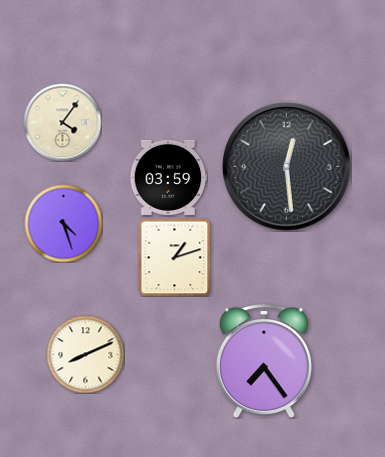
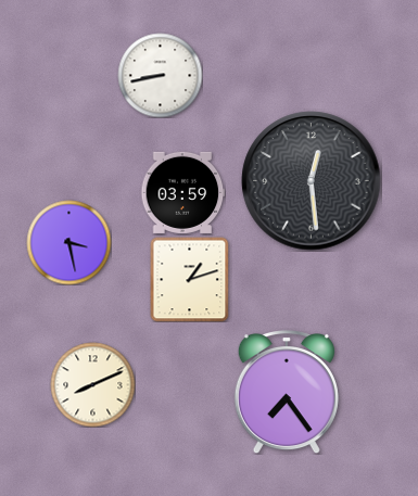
clock at (160, 75): none -> 8:43
clock at (62, 122): 4:06 -> none
clock at (63, 223): 4:27 -> 3:28
